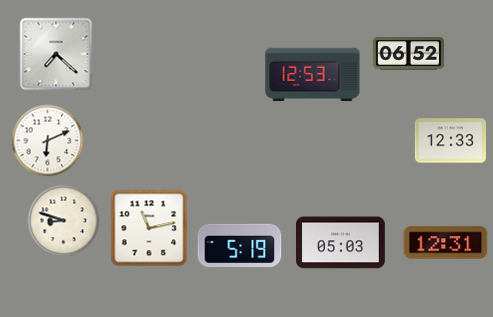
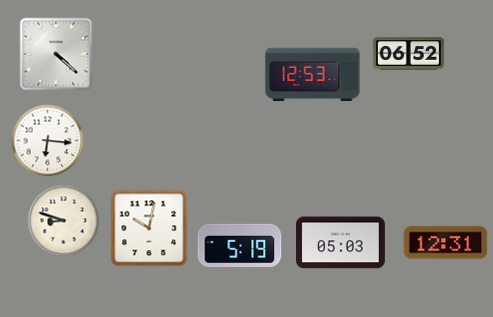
clock at (56, 54): 7:22 -> 4:22
clock at (48, 141): 6:11 -> 6:16
clock at (450, 141): 12:33 -> none
clock at (149, 228): 11:13 -> 10:02
